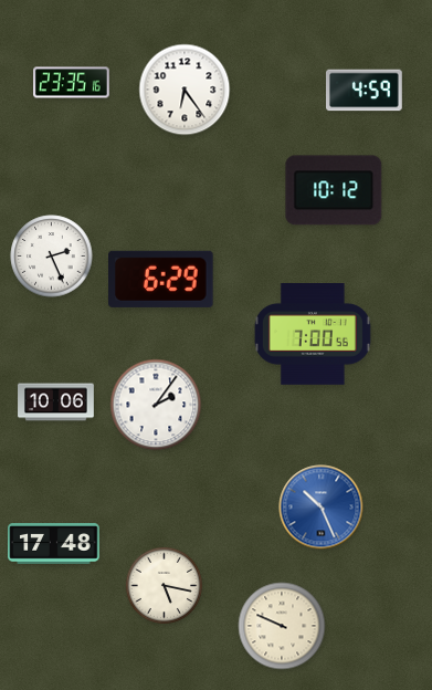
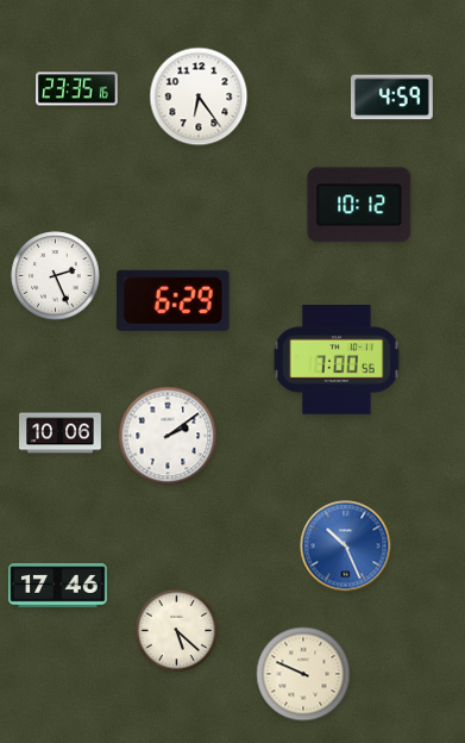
clock at (156, 405): 2:06 -> 2:09
clock at (54, 544): 17:48 -> 17:46
clock at (164, 585): 5:17 -> 5:22
